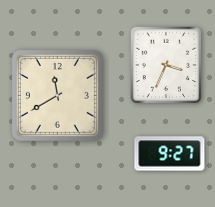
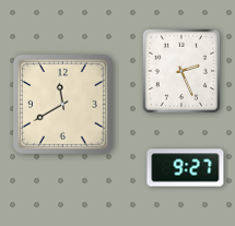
clock at (166, 65): 3:34 -> 2:26
